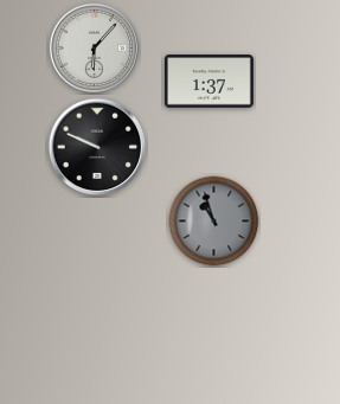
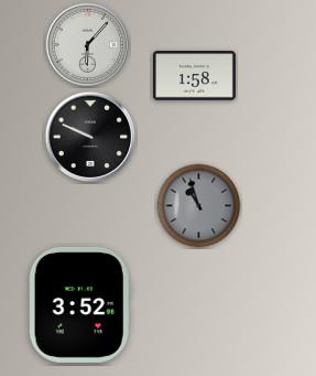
clock at (210, 82): 1:37 -> 1:58
clock at (79, 304): none -> 3:52
